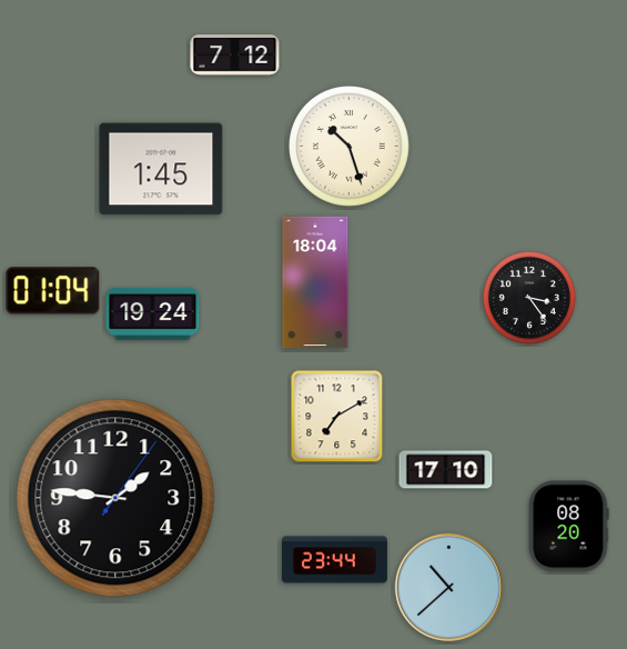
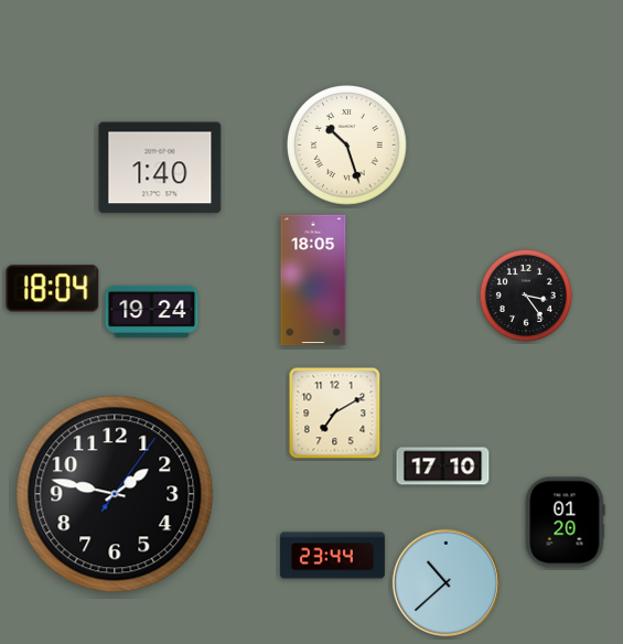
clock at (235, 56): 7:12 -> none
clock at (161, 169): 1:45 -> 1:40
clock at (315, 282): 18:04 -> 18:05
clock at (53, 291): 01:04 -> 18:04
clock at (115, 498): 1:46 -> 1:47
clock at (569, 527): 08:20 -> 01:20
